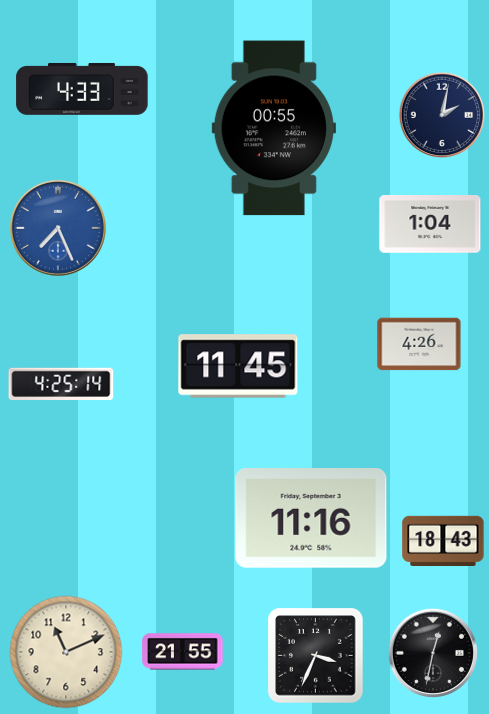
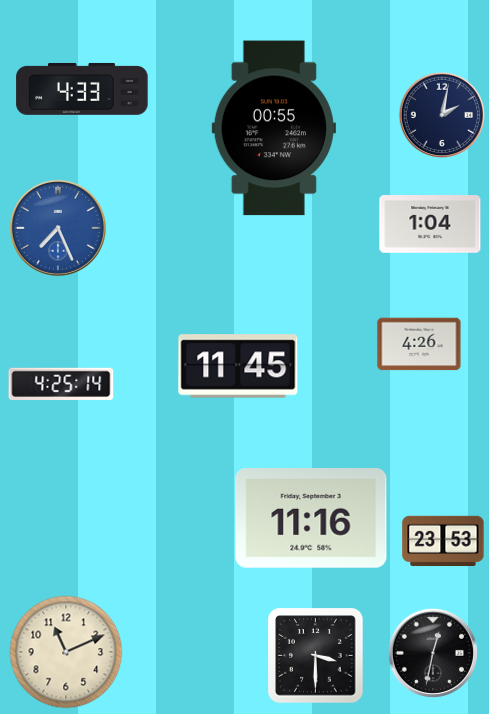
clock at (443, 540): 18:43 -> 23:53
clock at (183, 652): 21:55 -> none
clock at (316, 656): 3:34 -> 3:30
